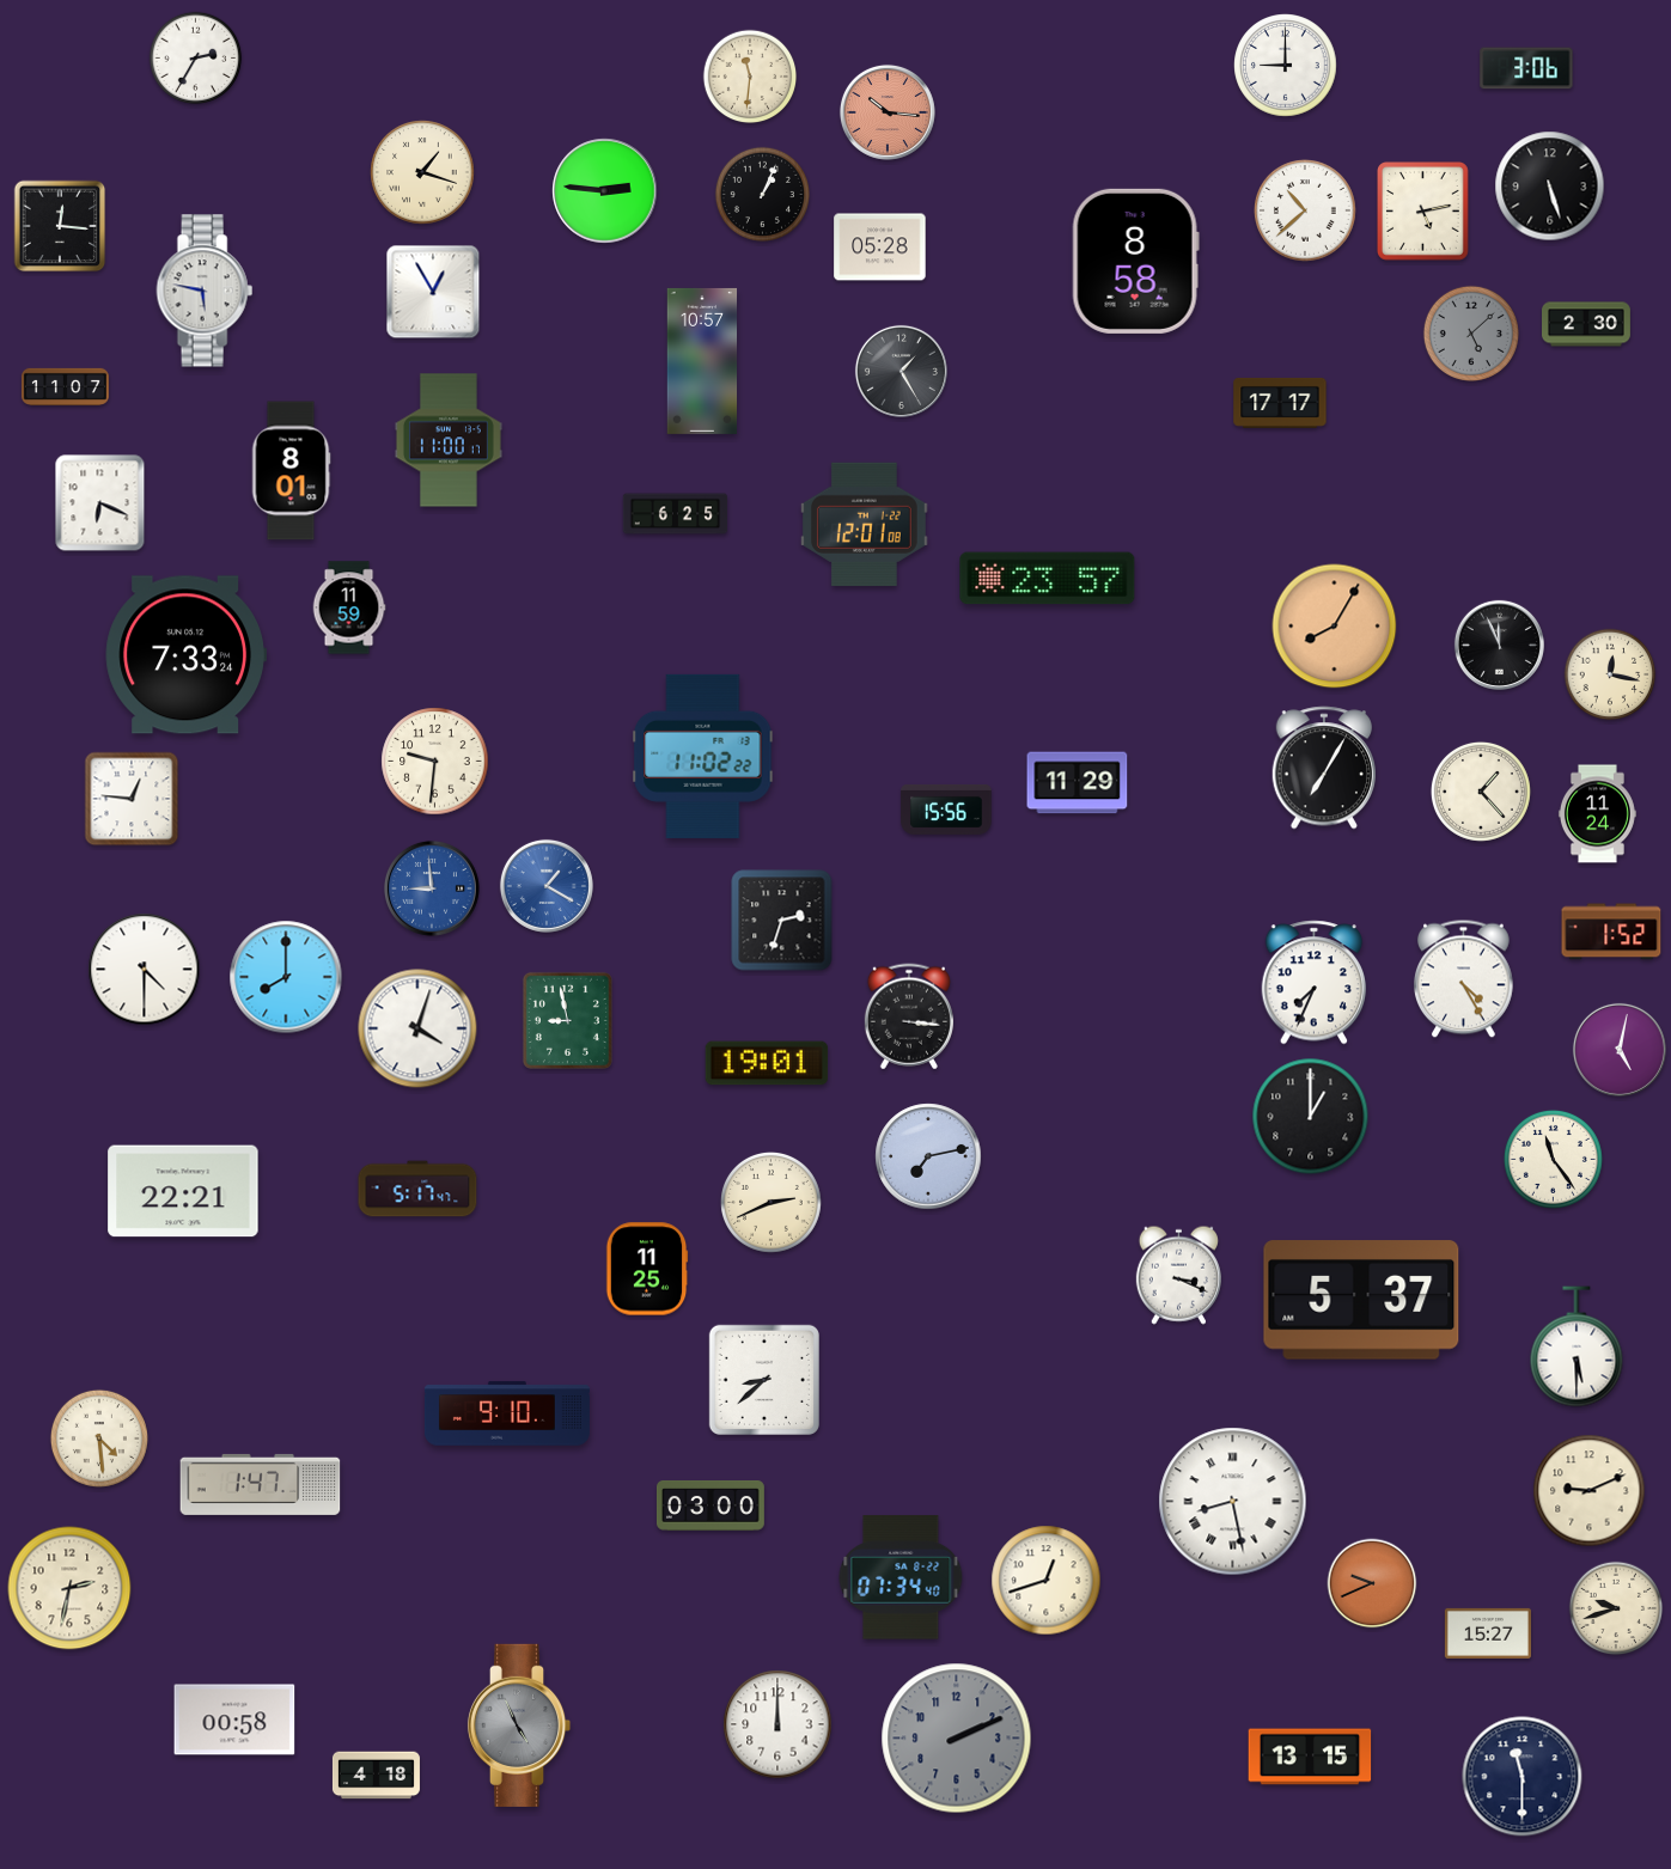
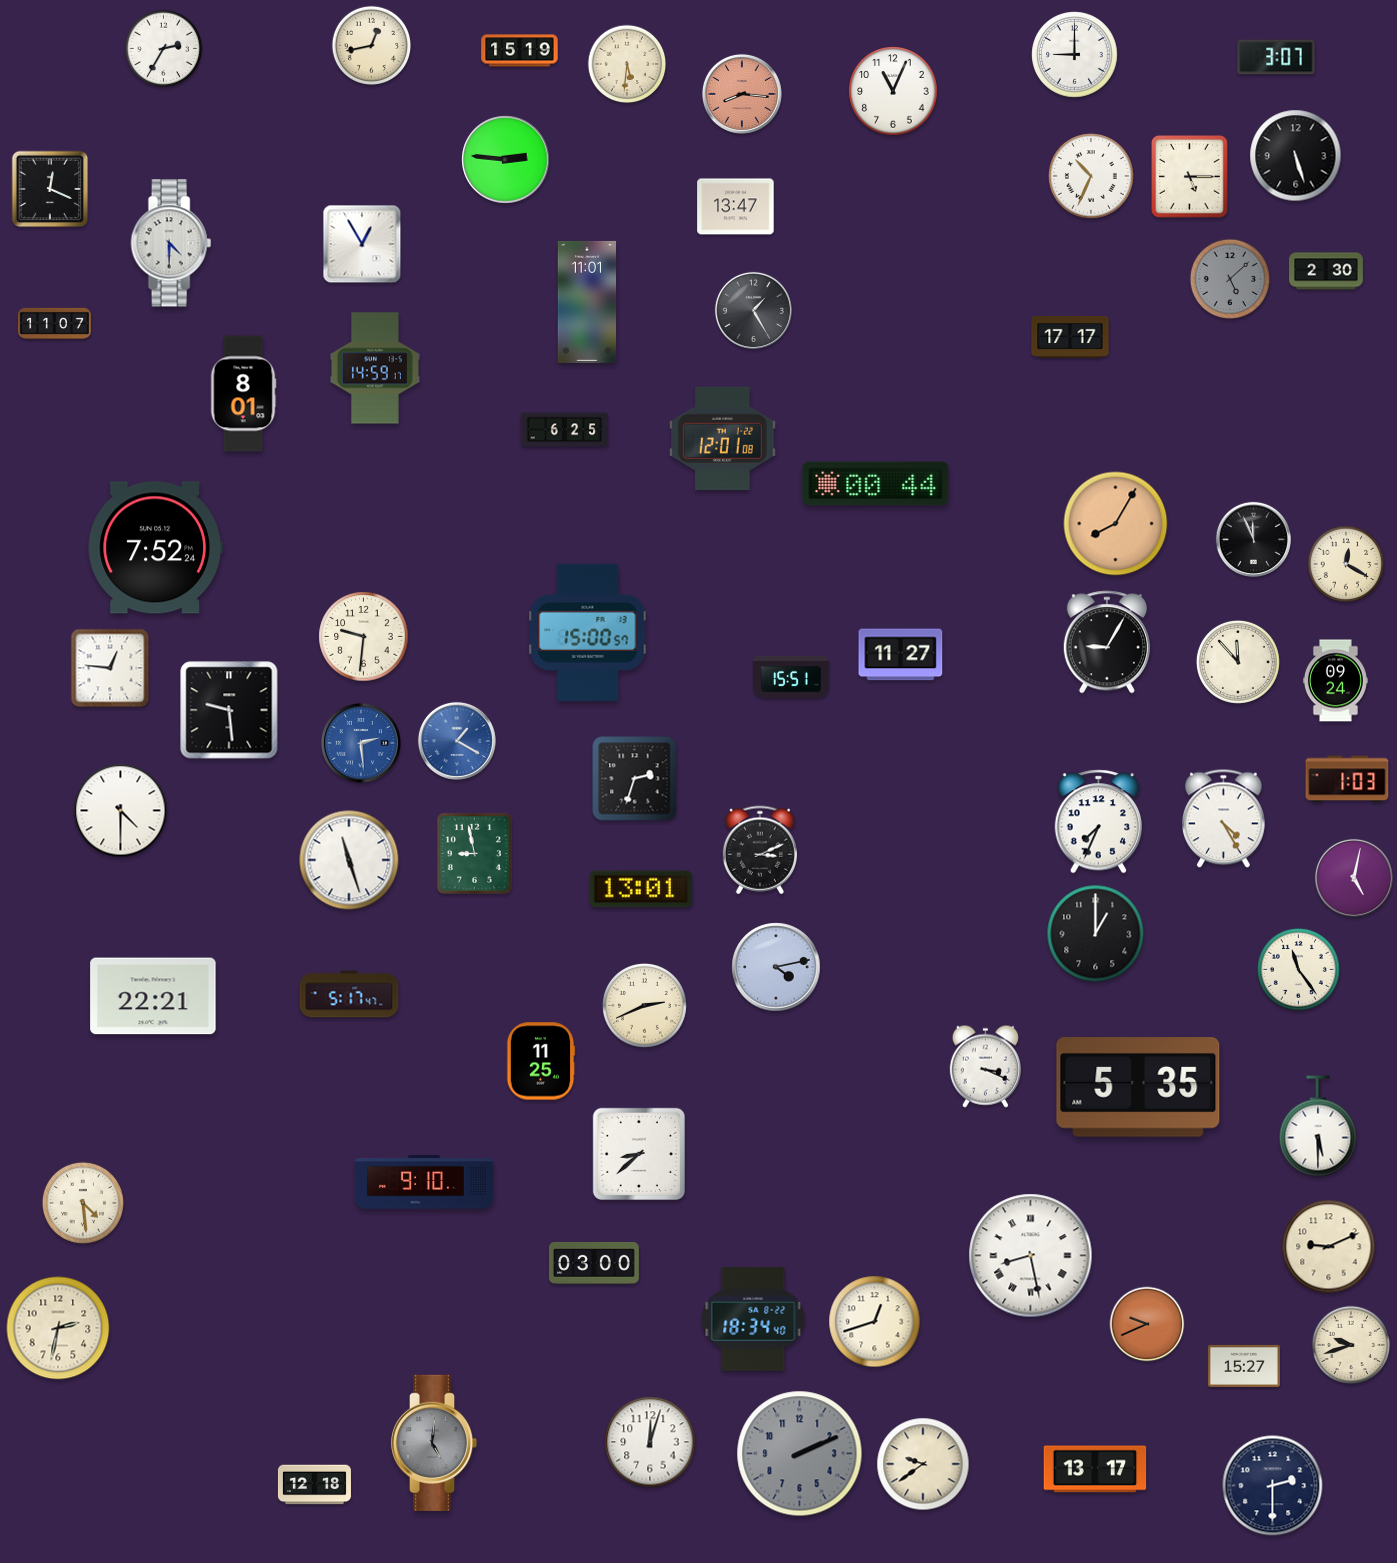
clock at (371, 45): none -> 12:43
clock at (520, 51): none -> 15:19
clock at (1526, 68): 3:06 -> 3:07
clock at (750, 77): 11:31 -> 5:31
clock at (893, 91): none -> 11:04
clock at (888, 112): 10:16 -> 8:16
clock at (422, 172): 1:18 -> none
clock at (762, 194): 1:04 -> none
clock at (1306, 212): 10:38 -> 10:34
clock at (1423, 212): 5:13 -> 5:15
clock at (60, 226): 12:16 -> 12:19
clock at (880, 248): 05:28 -> 13:47
clock at (1135, 261): 8:58 -> none
clock at (205, 291): 5:47 -> 4:30
clock at (702, 361): 10:57 -> 11:01
clock at (449, 440): 11:00 -> 14:59
clock at (100, 503): 6:19 -> none
clock at (1048, 579): 23:57 -> 00:44
clock at (349, 607): 11:59 -> none
clock at (185, 655): 7:33 -> 7:52
clock at (1610, 674): 12:17 -> 12:20
clock at (703, 756): 11:02 -> 15:00
clock at (1323, 768): 7:05 -> 9:05
clock at (1078, 783): 11:29 -> 11:27
clock at (1481, 792): 1:23 -> 11:53
clock at (946, 810): 15:56 -> 15:51
clock at (1597, 814): 11:24 -> 09:24
clock at (229, 710): none -> 9:29
clock at (432, 888): 8:59 -> 2:29
clock at (782, 921) position: (782, 921) -> (635, 779)
clock at (1611, 932): 1:52 -> 1:03
clock at (286, 977): 8:00 -> none
clock at (909, 1016): 3:16 -> 3:11
clock at (417, 1028): 4:03 -> 11:27
clock at (767, 1063): 19:01 -> 13:01
clock at (928, 1156): 7:13 -> 4:13
clock at (1361, 1300): 5:37 -> 5:35
clock at (261, 1484): 1:47 -> none
clock at (711, 1507) position: (711, 1507) -> (594, 1264)
clock at (901, 1577): 07:34 -> 18:34
clock at (234, 1720): 00:58 -> none
clock at (777, 1724): 12:00 -> 12:03
clock at (519, 1726): 4:56 -> 5:01
clock at (923, 1464): none -> 9:39
clock at (1310, 1757): 13:15 -> 13:17
clock at (376, 1776): 4:18 -> 12:18
clock at (1523, 1777): 11:30 -> 2:30
